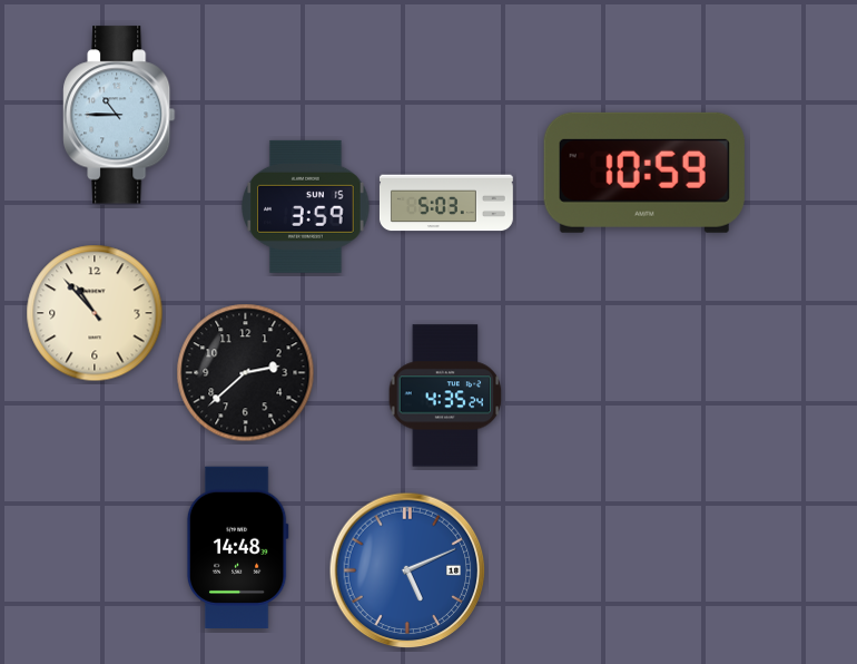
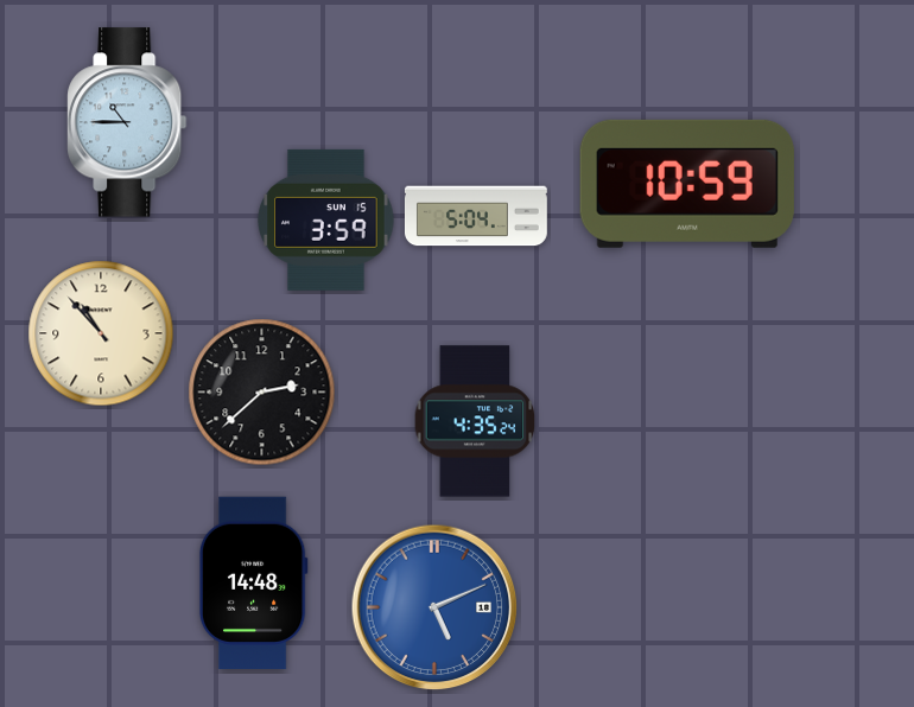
clock at (446, 203): 5:03 -> 5:04
clock at (246, 373) position: (246, 373) -> (262, 393)
